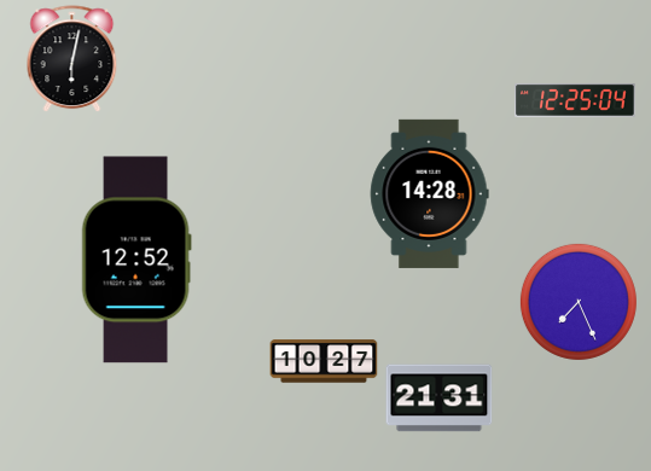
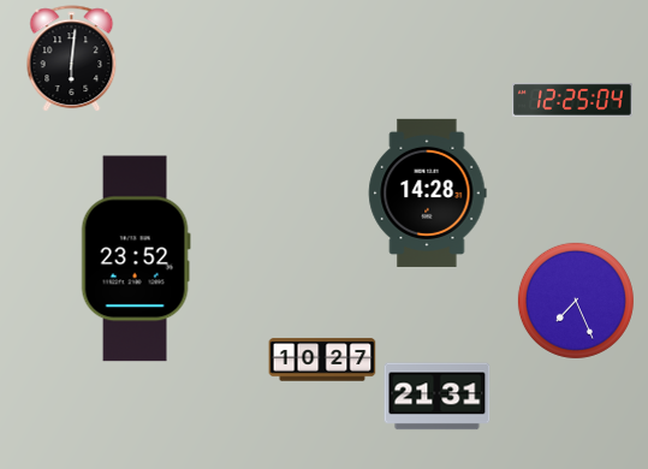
clock at (72, 59): 6:02 -> 6:01
clock at (136, 260): 12:52 -> 23:52
